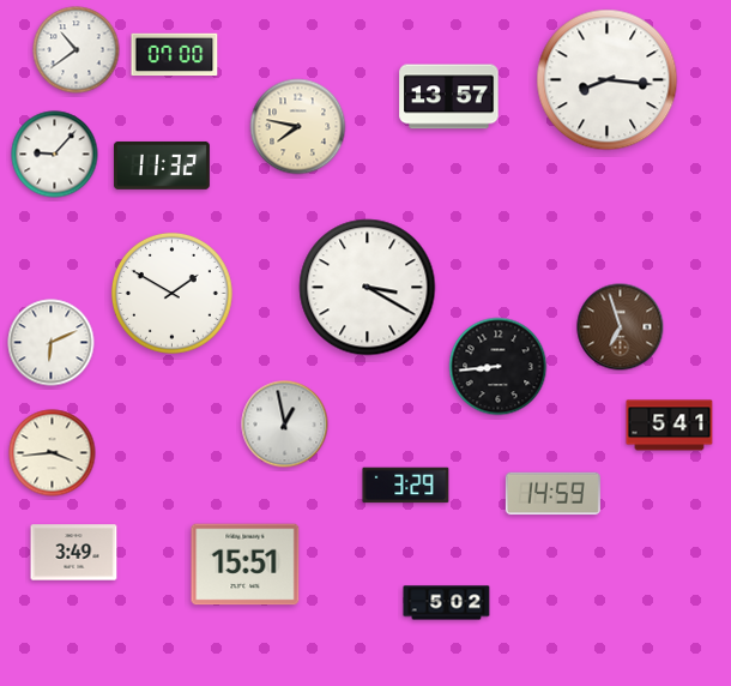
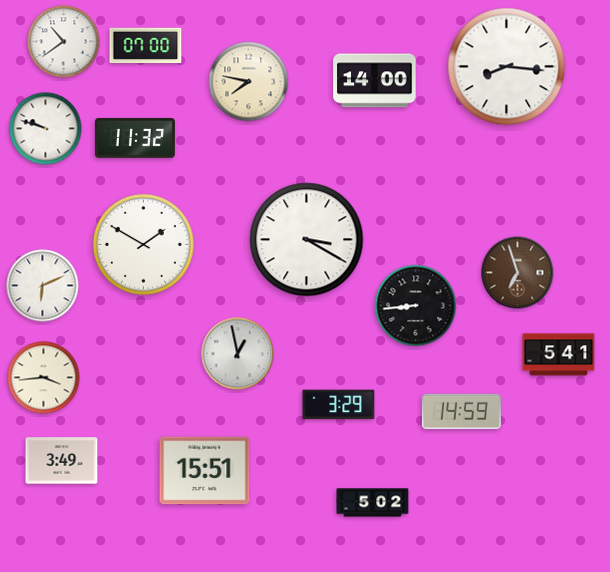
clock at (449, 97): 13:57 -> 14:00
clock at (298, 127) position: (298, 127) -> (249, 82)
clock at (55, 155): 9:07 -> 9:48
